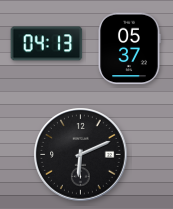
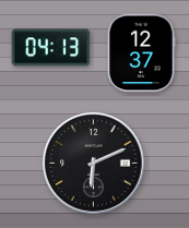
clock at (129, 49): 05:37 -> 12:37
clock at (81, 155) position: (81, 155) -> (94, 164)
